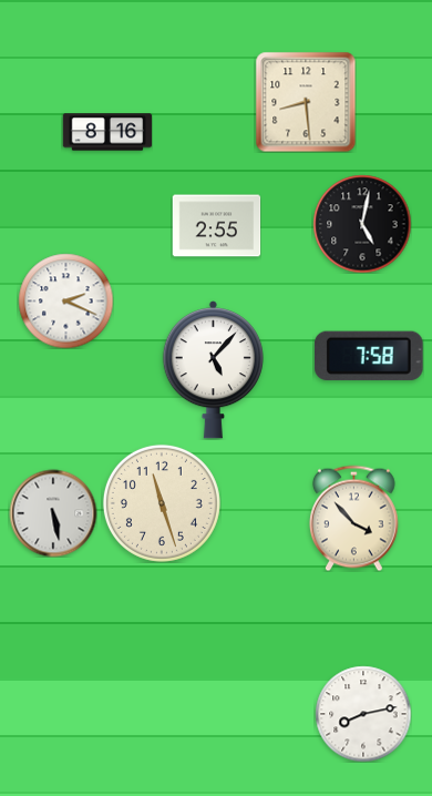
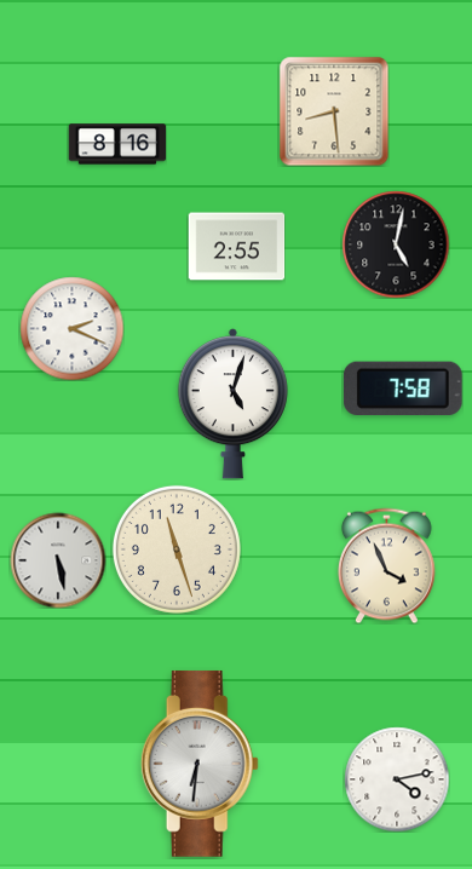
clock at (213, 370): 5:07 -> 5:03
clock at (353, 518): 3:53 -> 3:56
clock at (200, 764): none -> 6:31
clock at (363, 714): 8:13 -> 4:13
